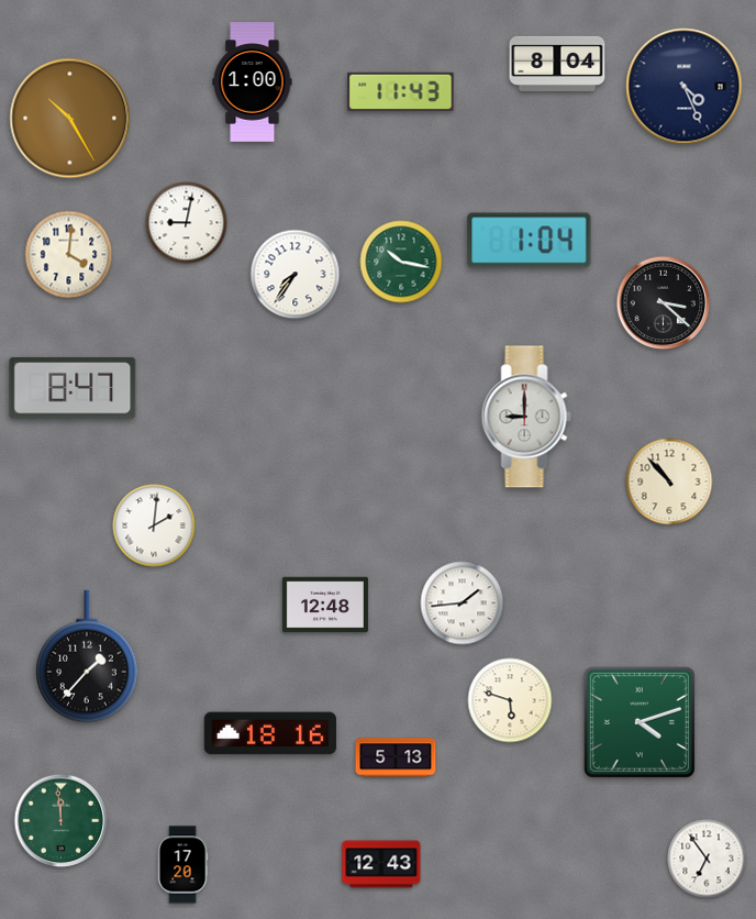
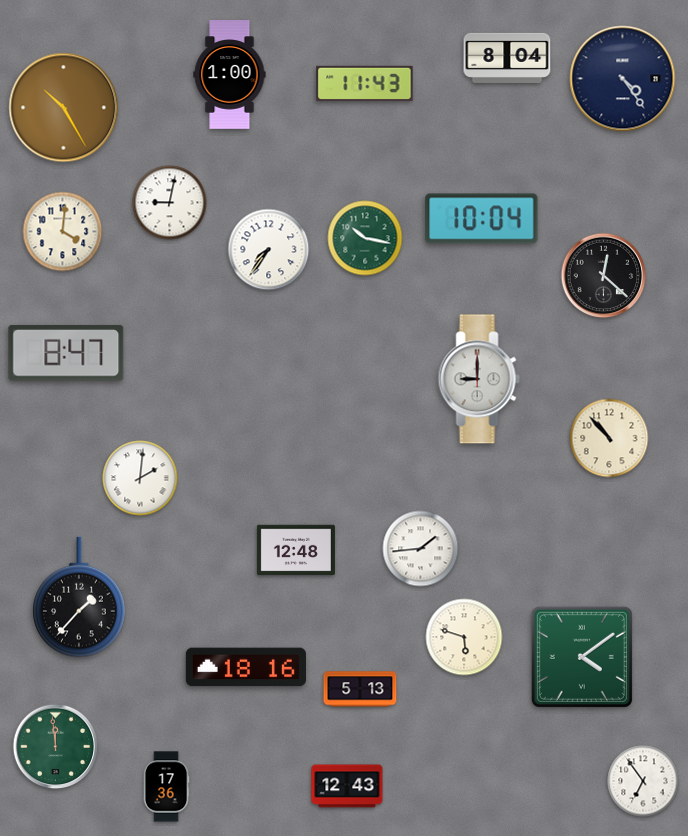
clock at (685, 87): 4:26 -> 4:24
clock at (530, 241): 1:04 -> 10:04
clock at (664, 303): 3:22 -> 12:22
clock at (640, 722): 4:12 -> 4:09
clock at (182, 865): 17:20 -> 17:36
